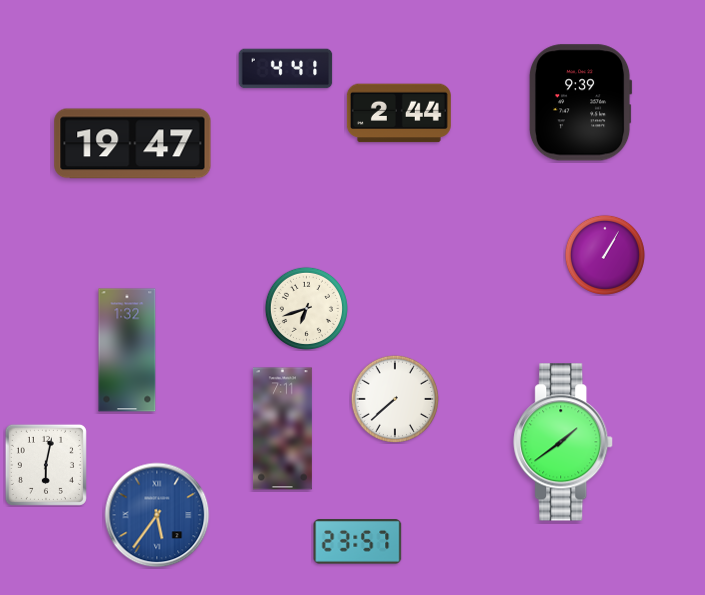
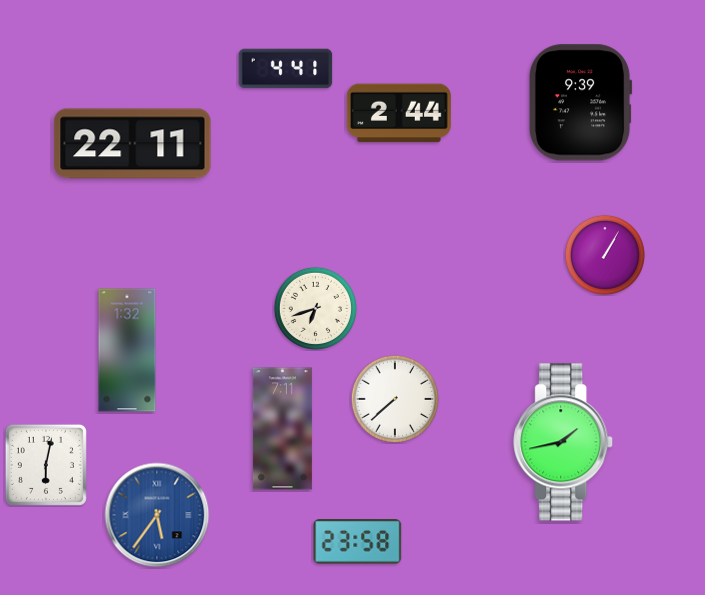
clock at (133, 144): 19:47 -> 22:11
clock at (306, 308) position: (306, 308) -> (315, 308)
clock at (564, 442): 1:39 -> 1:43
clock at (358, 542): 23:57 -> 23:58
